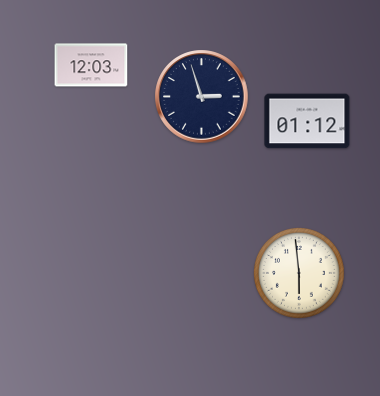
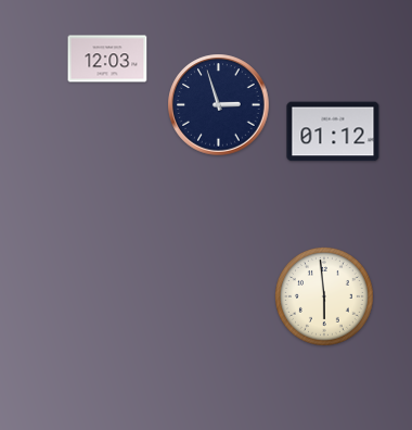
clock at (91, 65) position: (91, 65) -> (107, 59)
